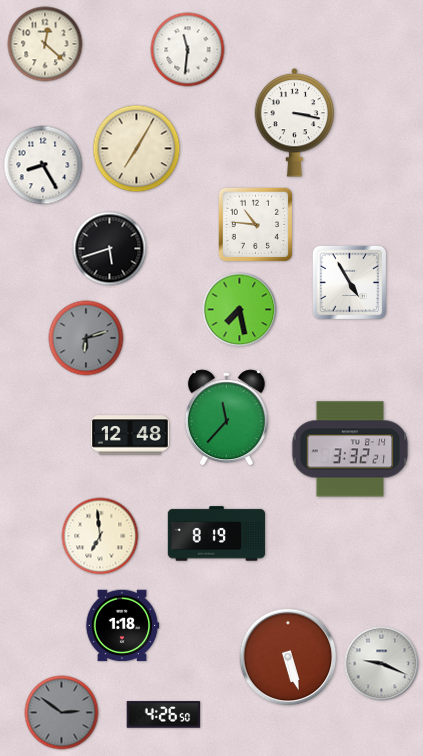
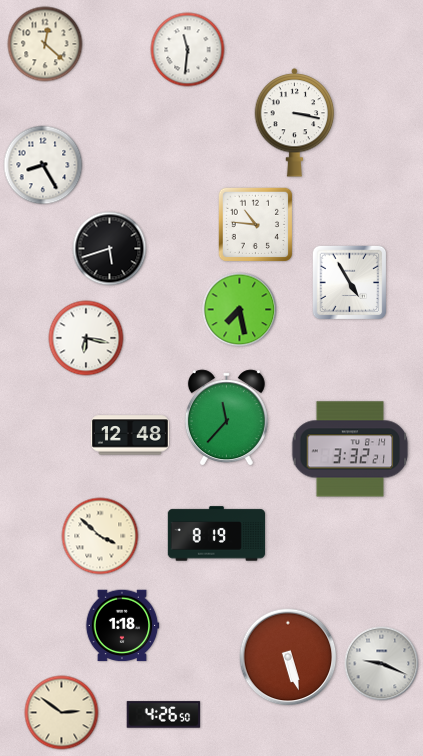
clock at (137, 149): 7:05 -> none
clock at (86, 338): 6:12 -> 6:17
clock at (86, 338) dial: grey -> white
clock at (100, 536): 6:59 -> 3:52
clock at (62, 713) dial: grey -> cream
